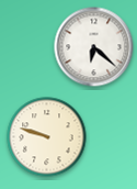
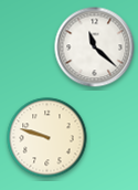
clock at (94, 47): 6:22 -> 11:22
